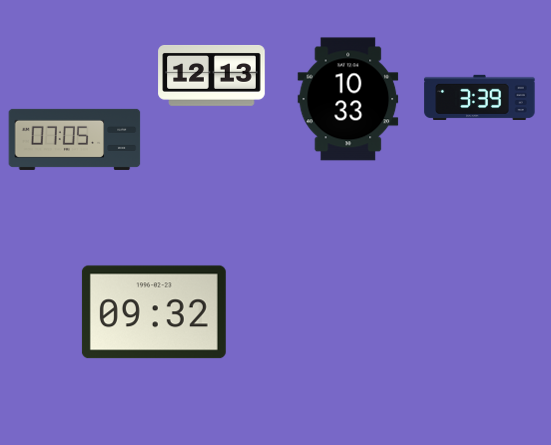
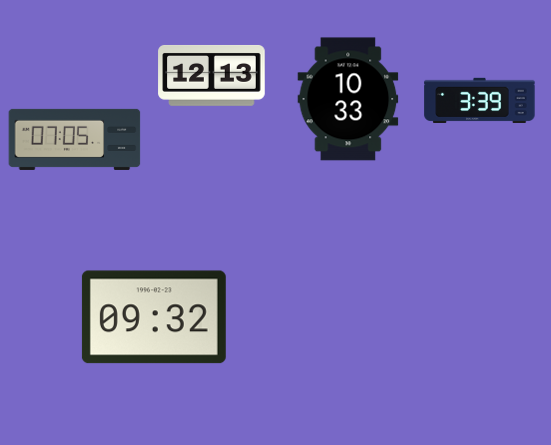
clock at (480, 97) position: (480, 97) -> (480, 100)
clock at (154, 312) position: (154, 312) -> (154, 317)
